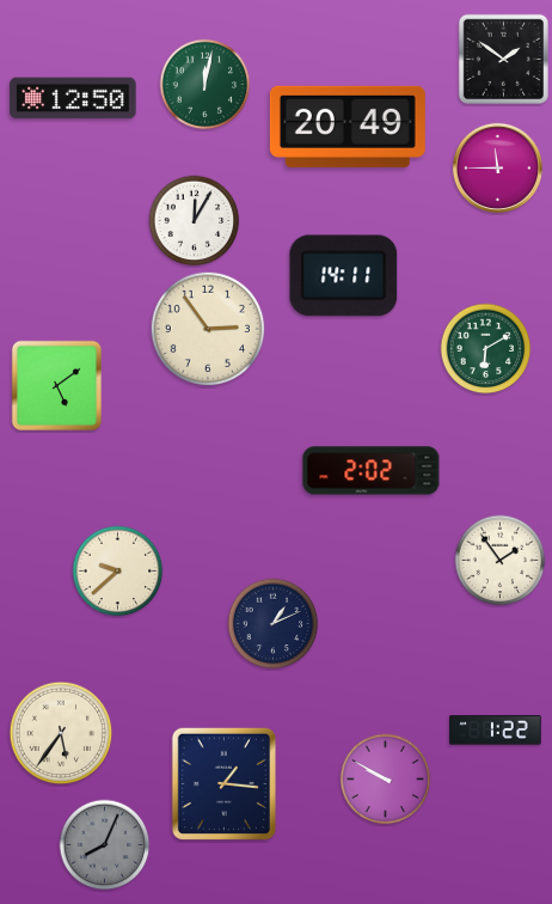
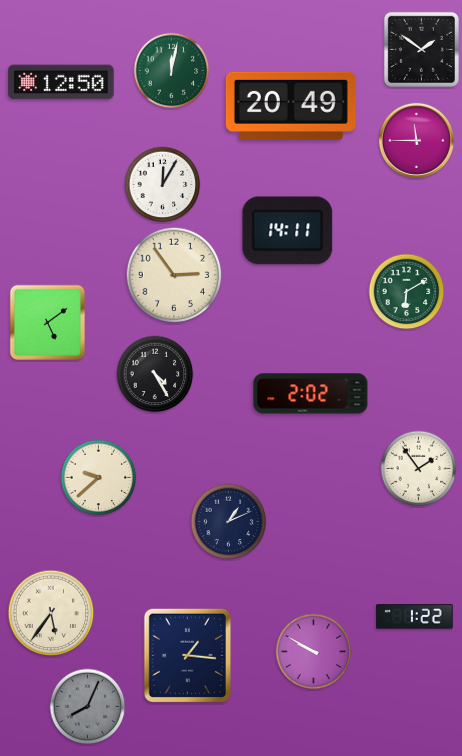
clock at (155, 374): none -> 4:25
clock at (496, 731) position: (496, 731) -> (415, 617)
clock at (386, 780) position: (386, 780) -> (314, 652)
